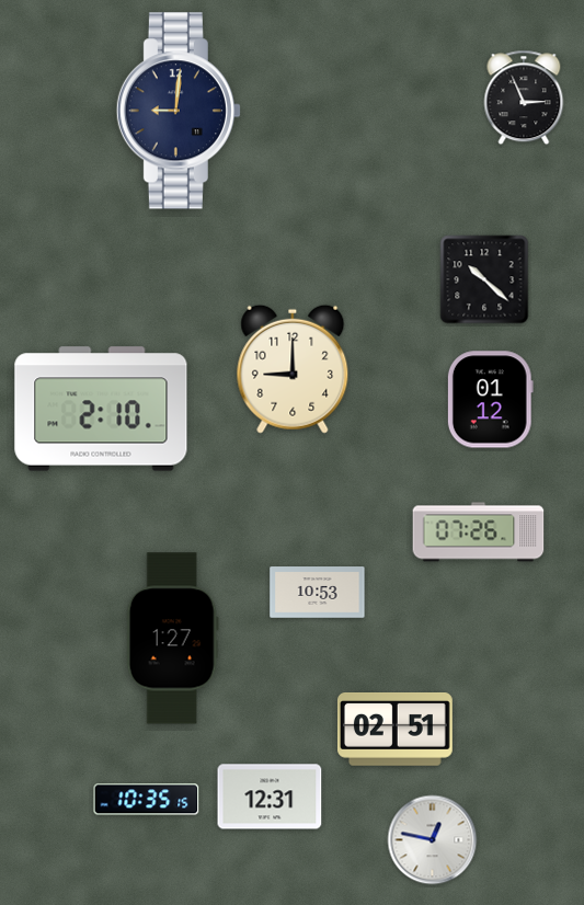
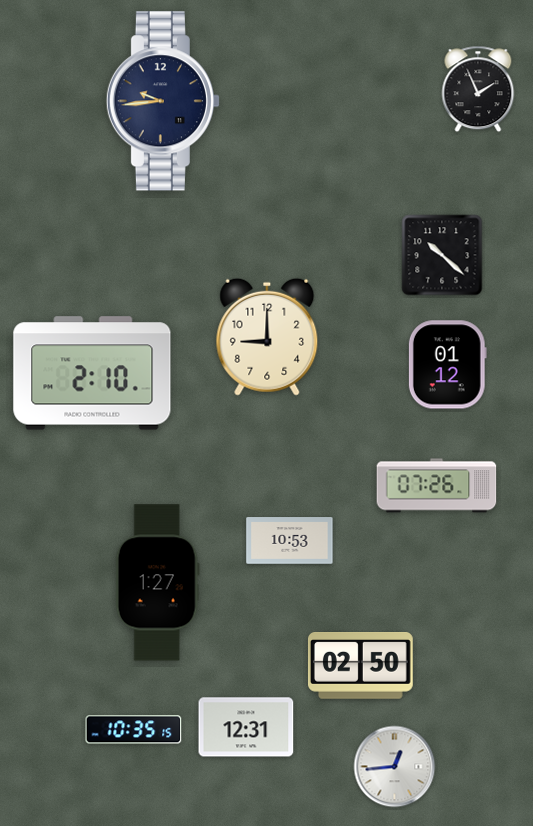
clock at (524, 98): 2:56 -> 1:56
clock at (179, 111): 9:01 -> 9:44
clock at (394, 730): 02:51 -> 02:50
clock at (433, 840): 12:47 -> 12:44
